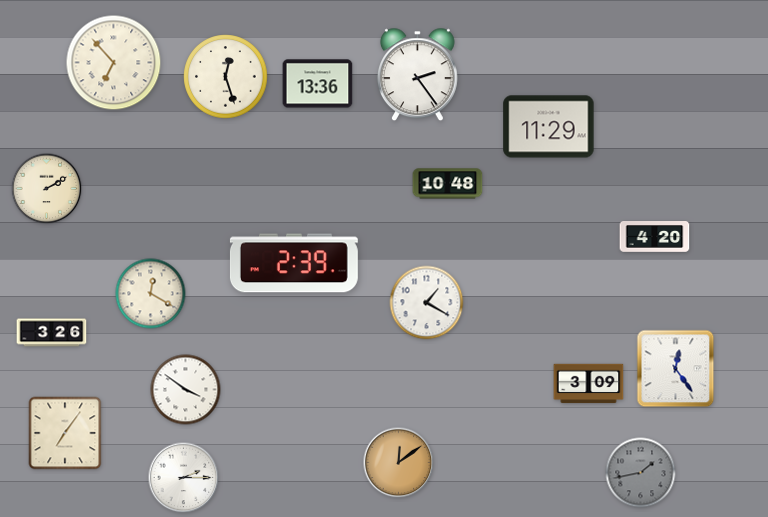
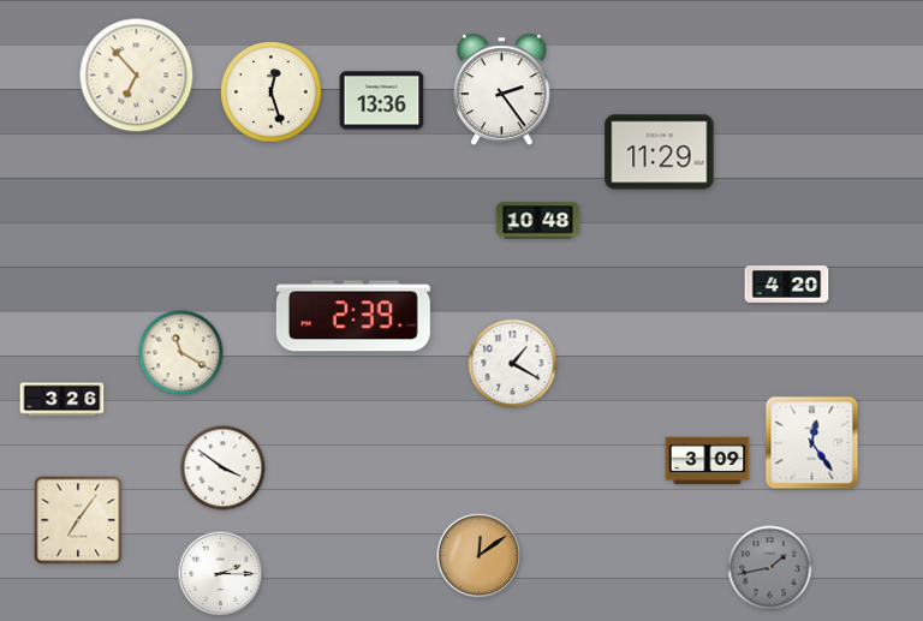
clock at (47, 189): 2:10 -> none
clock at (151, 294): 12:20 -> 11:20
